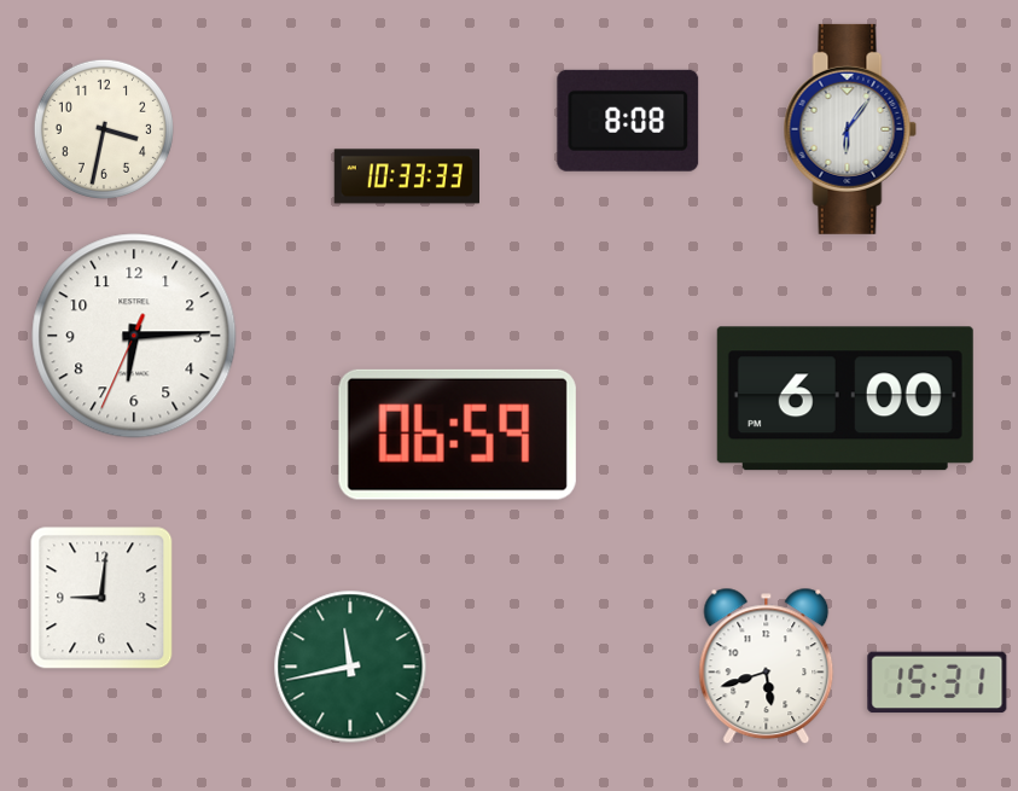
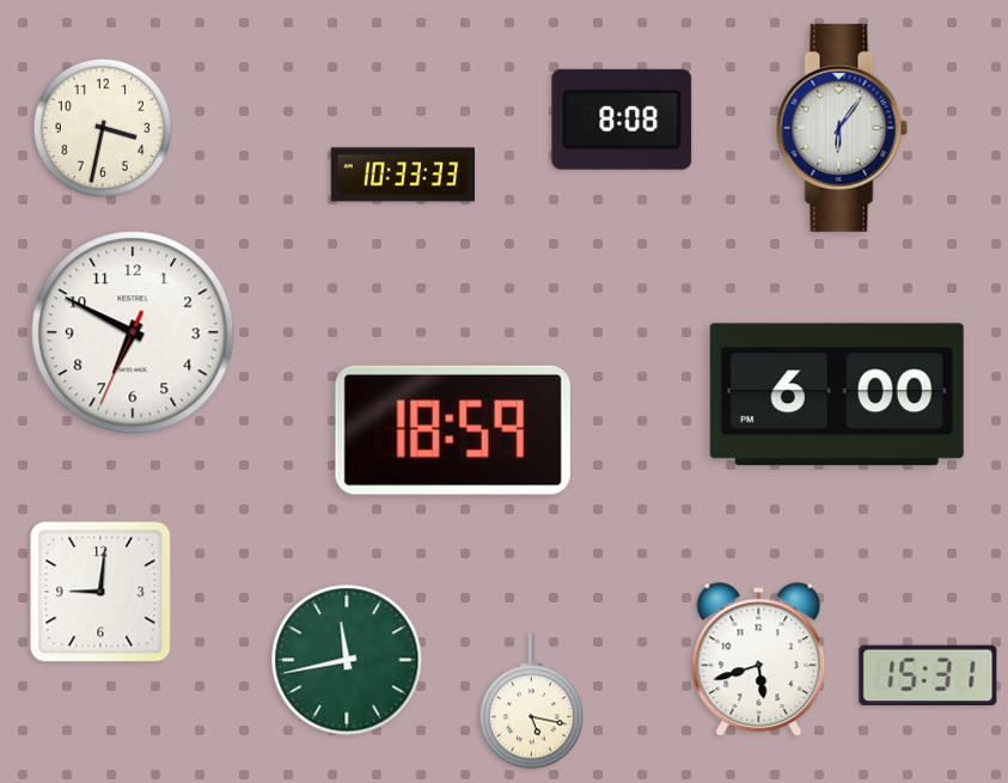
clock at (134, 336): 6:14 -> 6:49
clock at (458, 435): 06:59 -> 18:59
clock at (532, 702): none -> 5:17
